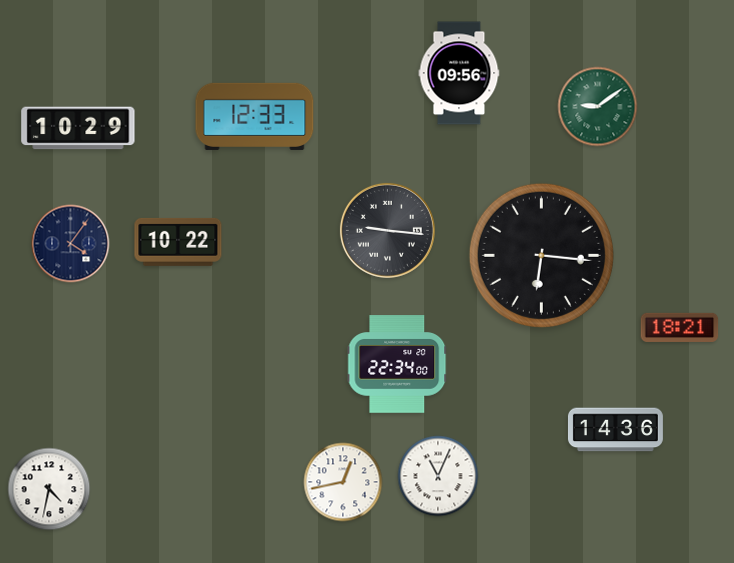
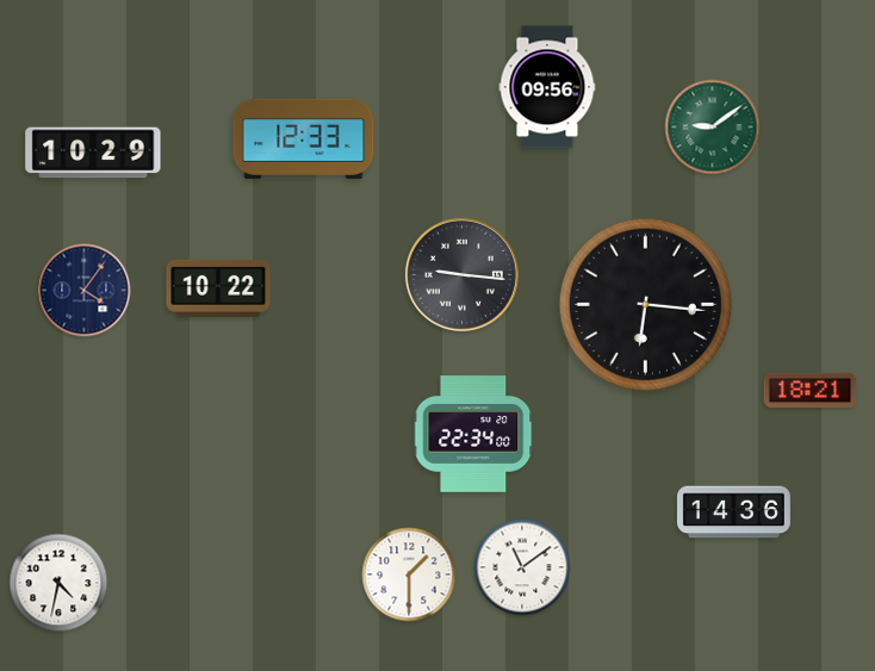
clock at (178, 242) position: (178, 242) -> (218, 288)
clock at (438, 476): 11:04 -> 11:09
clock at (343, 482): 12:43 -> 1:30
